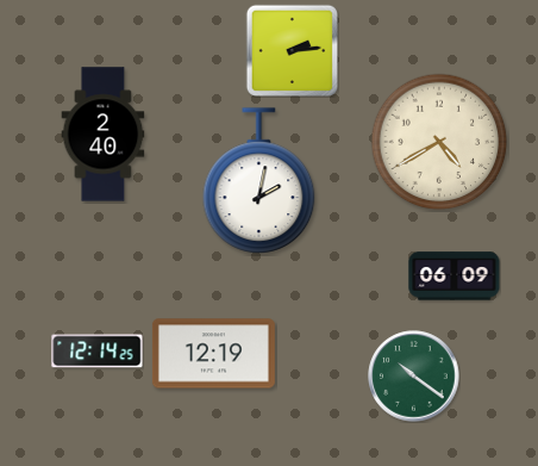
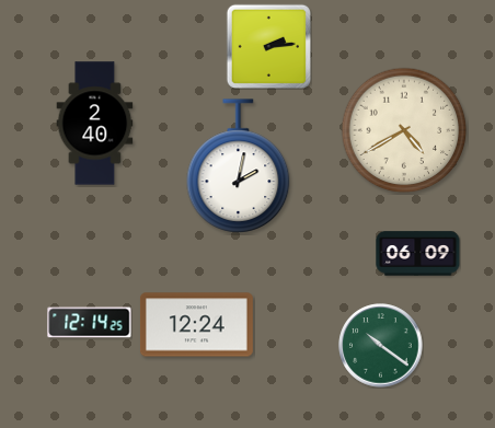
clock at (213, 354): 12:19 -> 12:24
